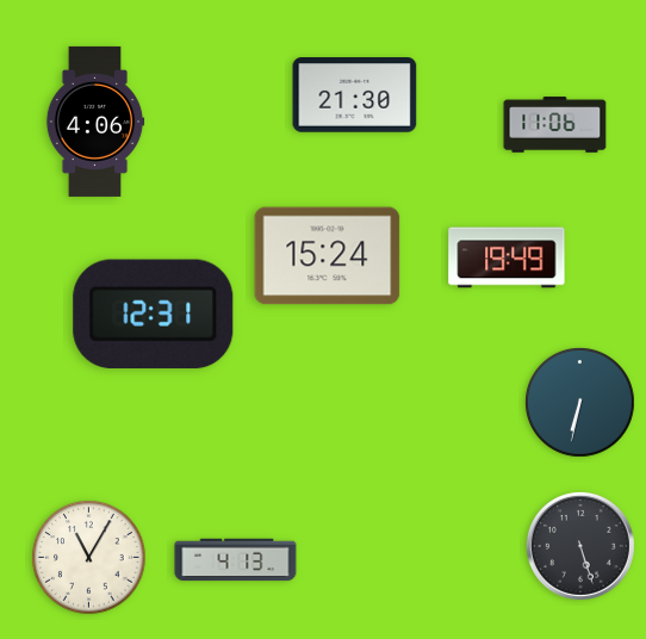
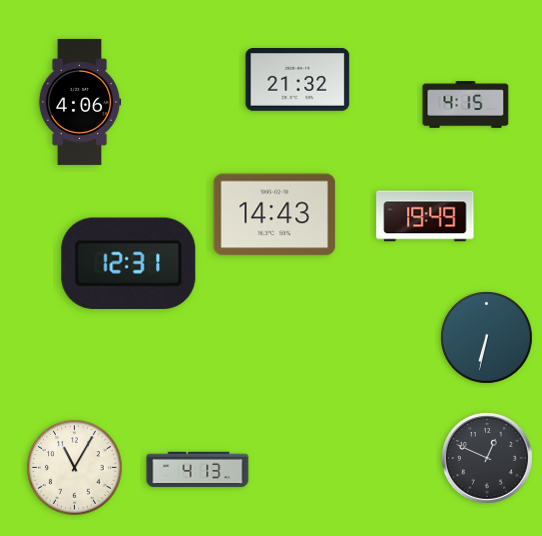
clock at (355, 95): 21:30 -> 21:32
clock at (555, 125): 11:06 -> 4:15
clock at (328, 256): 15:24 -> 14:43
clock at (580, 546): 5:27 -> 12:49
